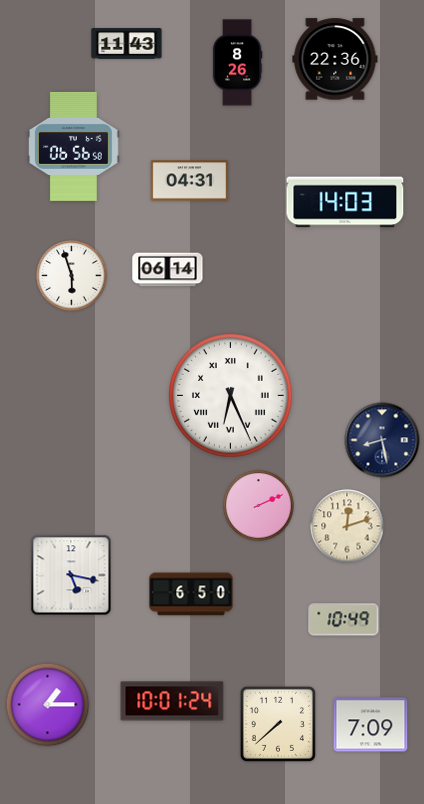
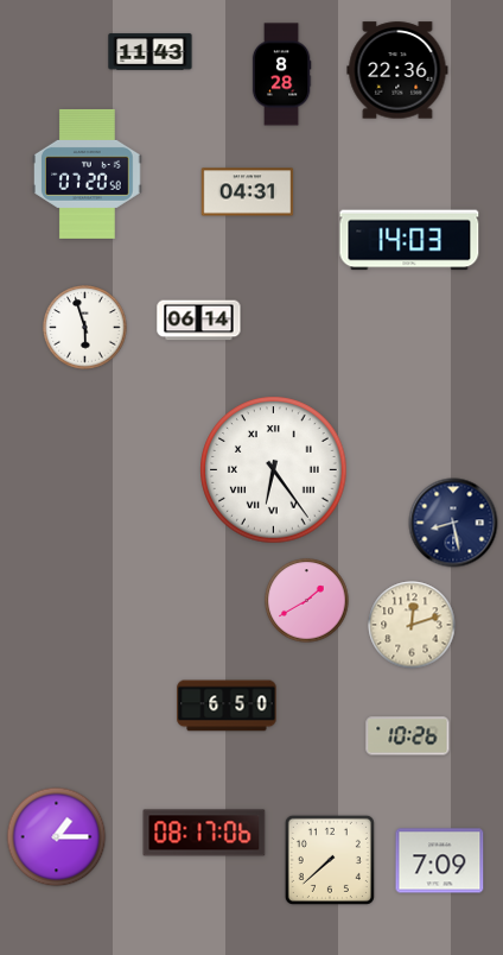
clock at (237, 63): 8:26 -> 8:28
clock at (74, 146): 06:56 -> 07:20
clock at (190, 181) position: (190, 181) -> (248, 192)
clock at (231, 396): 6:26 -> 6:24
clock at (259, 506): 2:11 -> 1:40
clock at (71, 575): 5:17 -> none
clock at (344, 620): 10:49 -> 10:26
clock at (172, 701): 10:01 -> 08:17
